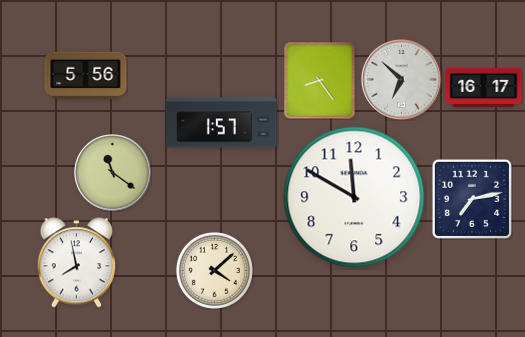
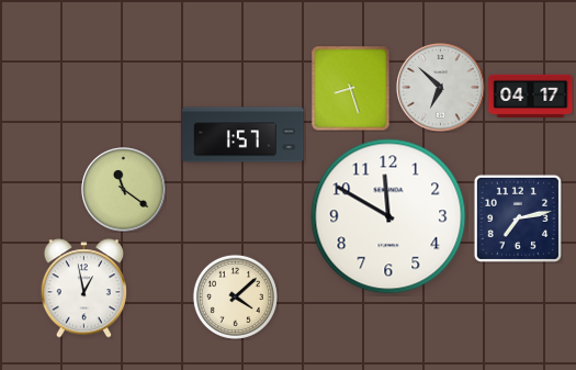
clock at (86, 76): 5:56 -> none
clock at (320, 80): 8:24 -> 8:27
clock at (484, 87): 16:17 -> 04:17
clock at (77, 263): 7:58 -> 12:58
